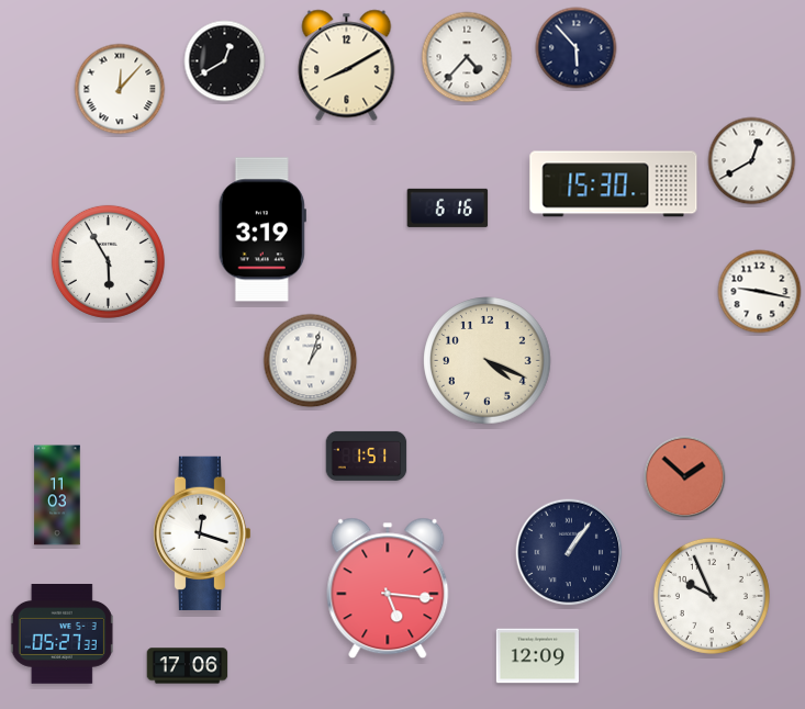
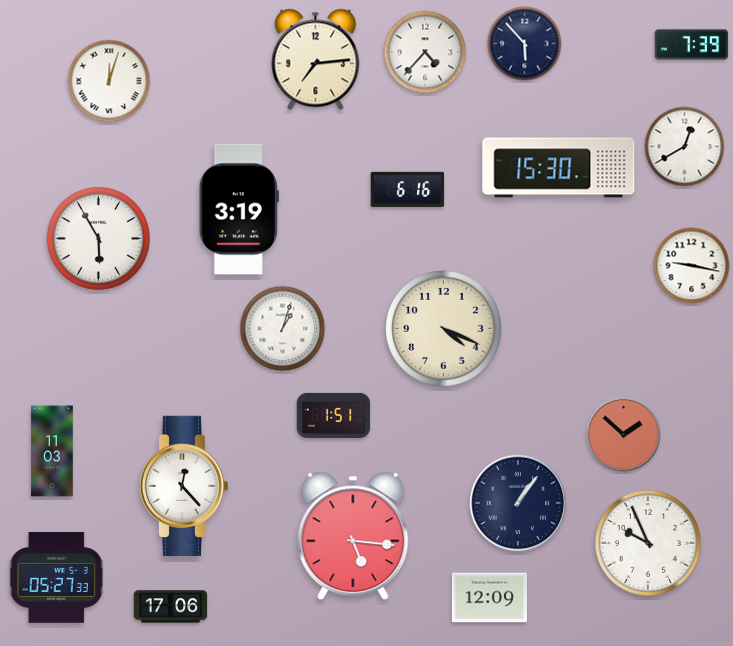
clock at (692, 45): none -> 7:39
clock at (225, 61): 12:40 -> none
clock at (347, 66): 8:10 -> 7:14
clock at (120, 89): 12:07 -> 12:03
clock at (202, 533): 12:18 -> 12:23
